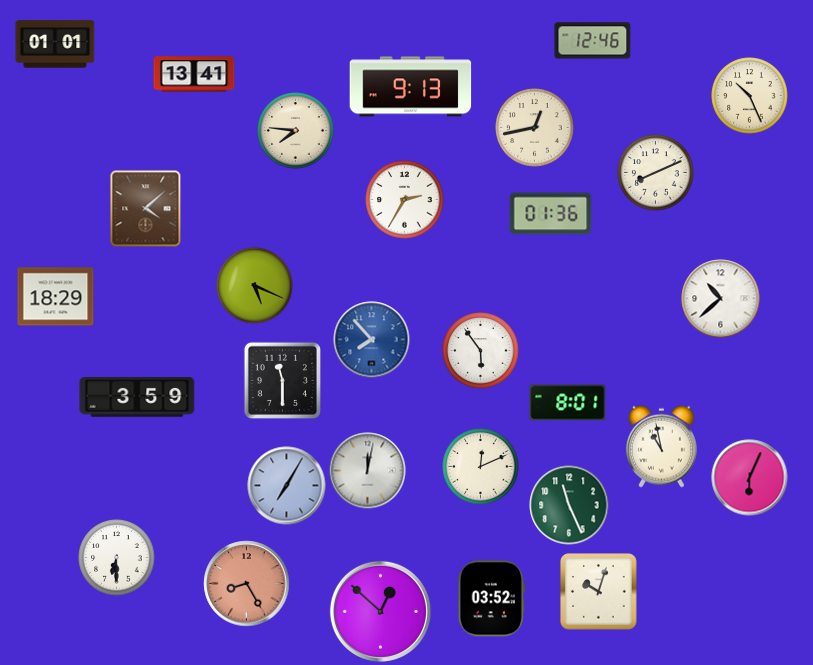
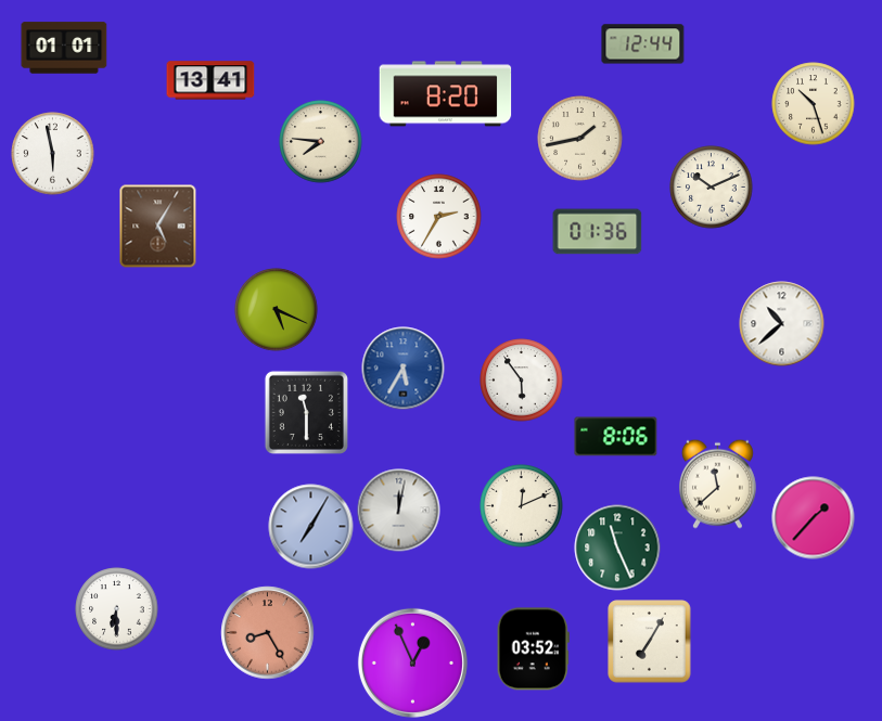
clock at (593, 41): 12:46 -> 12:44
clock at (55, 44) position: (55, 44) -> (64, 48)
clock at (411, 87): 9:13 -> 8:20
clock at (750, 96): 10:26 -> 10:27
clock at (535, 128): 12:43 -> 1:43
clock at (53, 154): none -> 5:58
clock at (656, 173): 8:11 -> 10:11
clock at (146, 209): 4:08 -> 5:05
clock at (56, 297): 18:29 -> none
clock at (372, 340): 7:53 -> 5:35
clock at (137, 398): 3:59 -> none
clock at (568, 403): 8:01 -> 8:06
clock at (661, 446): 10:58 -> 11:38
clock at (750, 478): 6:04 -> 1:37
clock at (117, 558) position: (117, 558) -> (117, 609)
clock at (599, 592): 10:03 -> 7:05
clock at (380, 611): 12:52 -> 12:56
